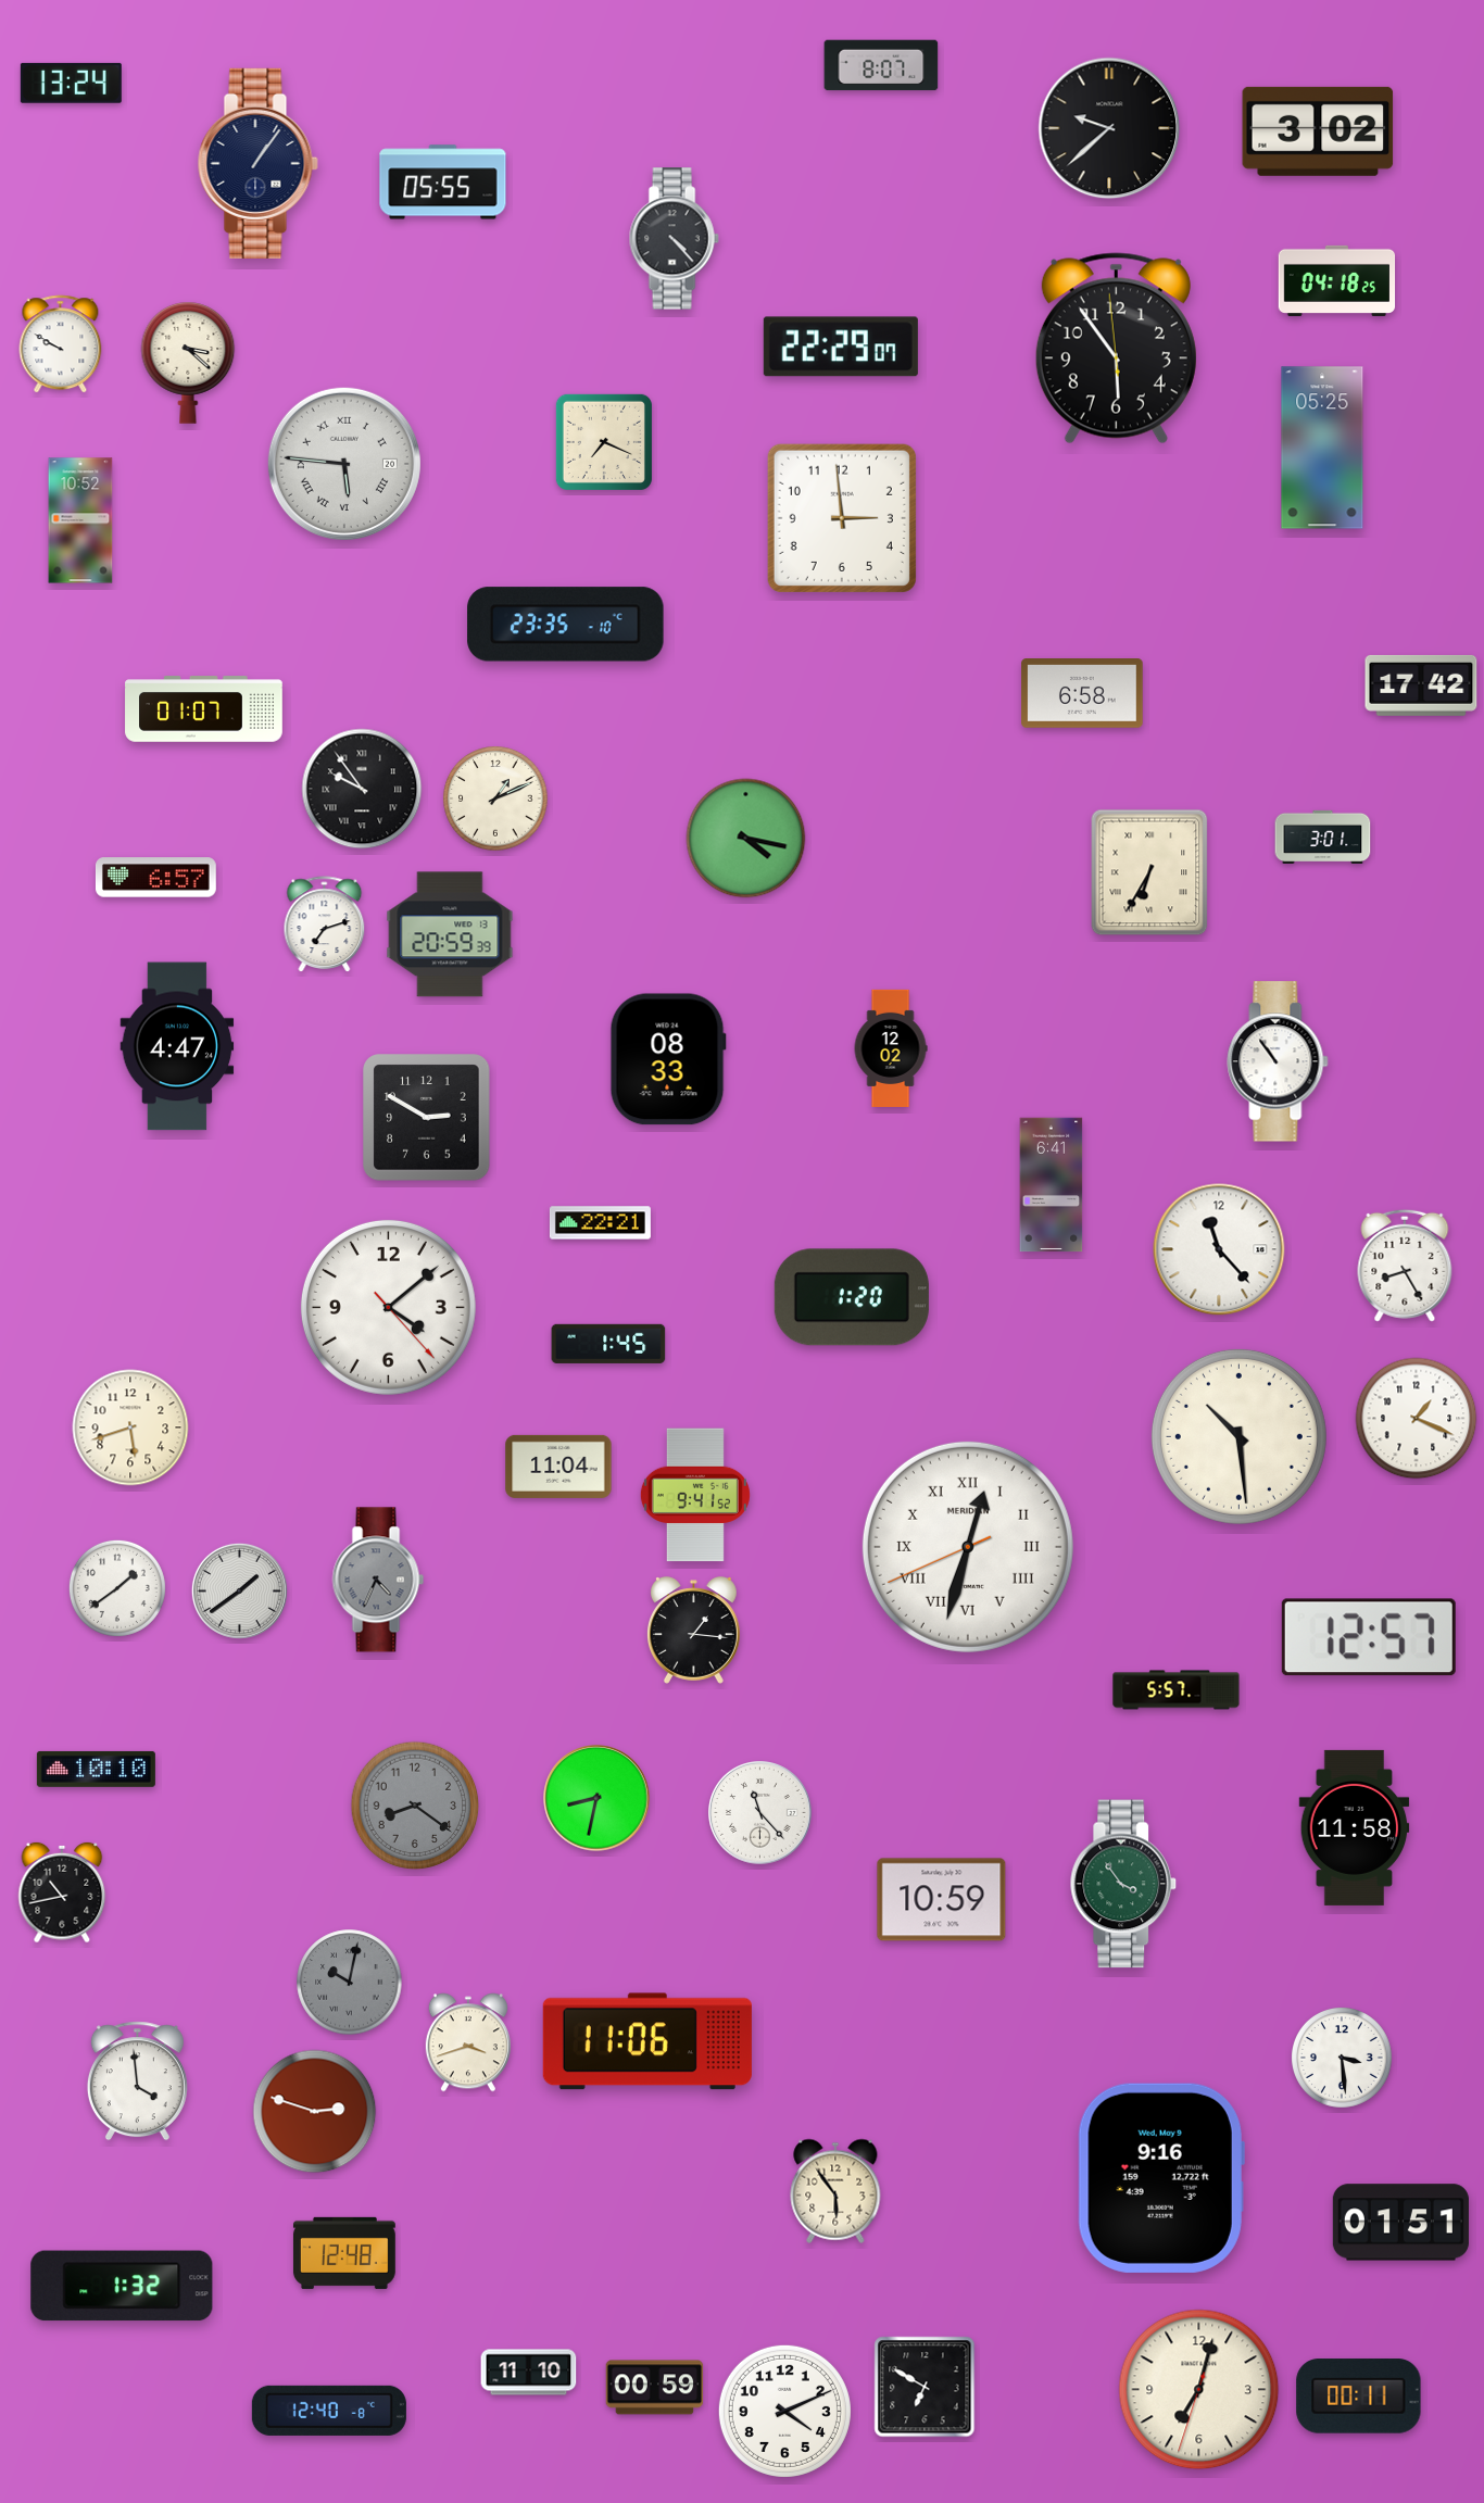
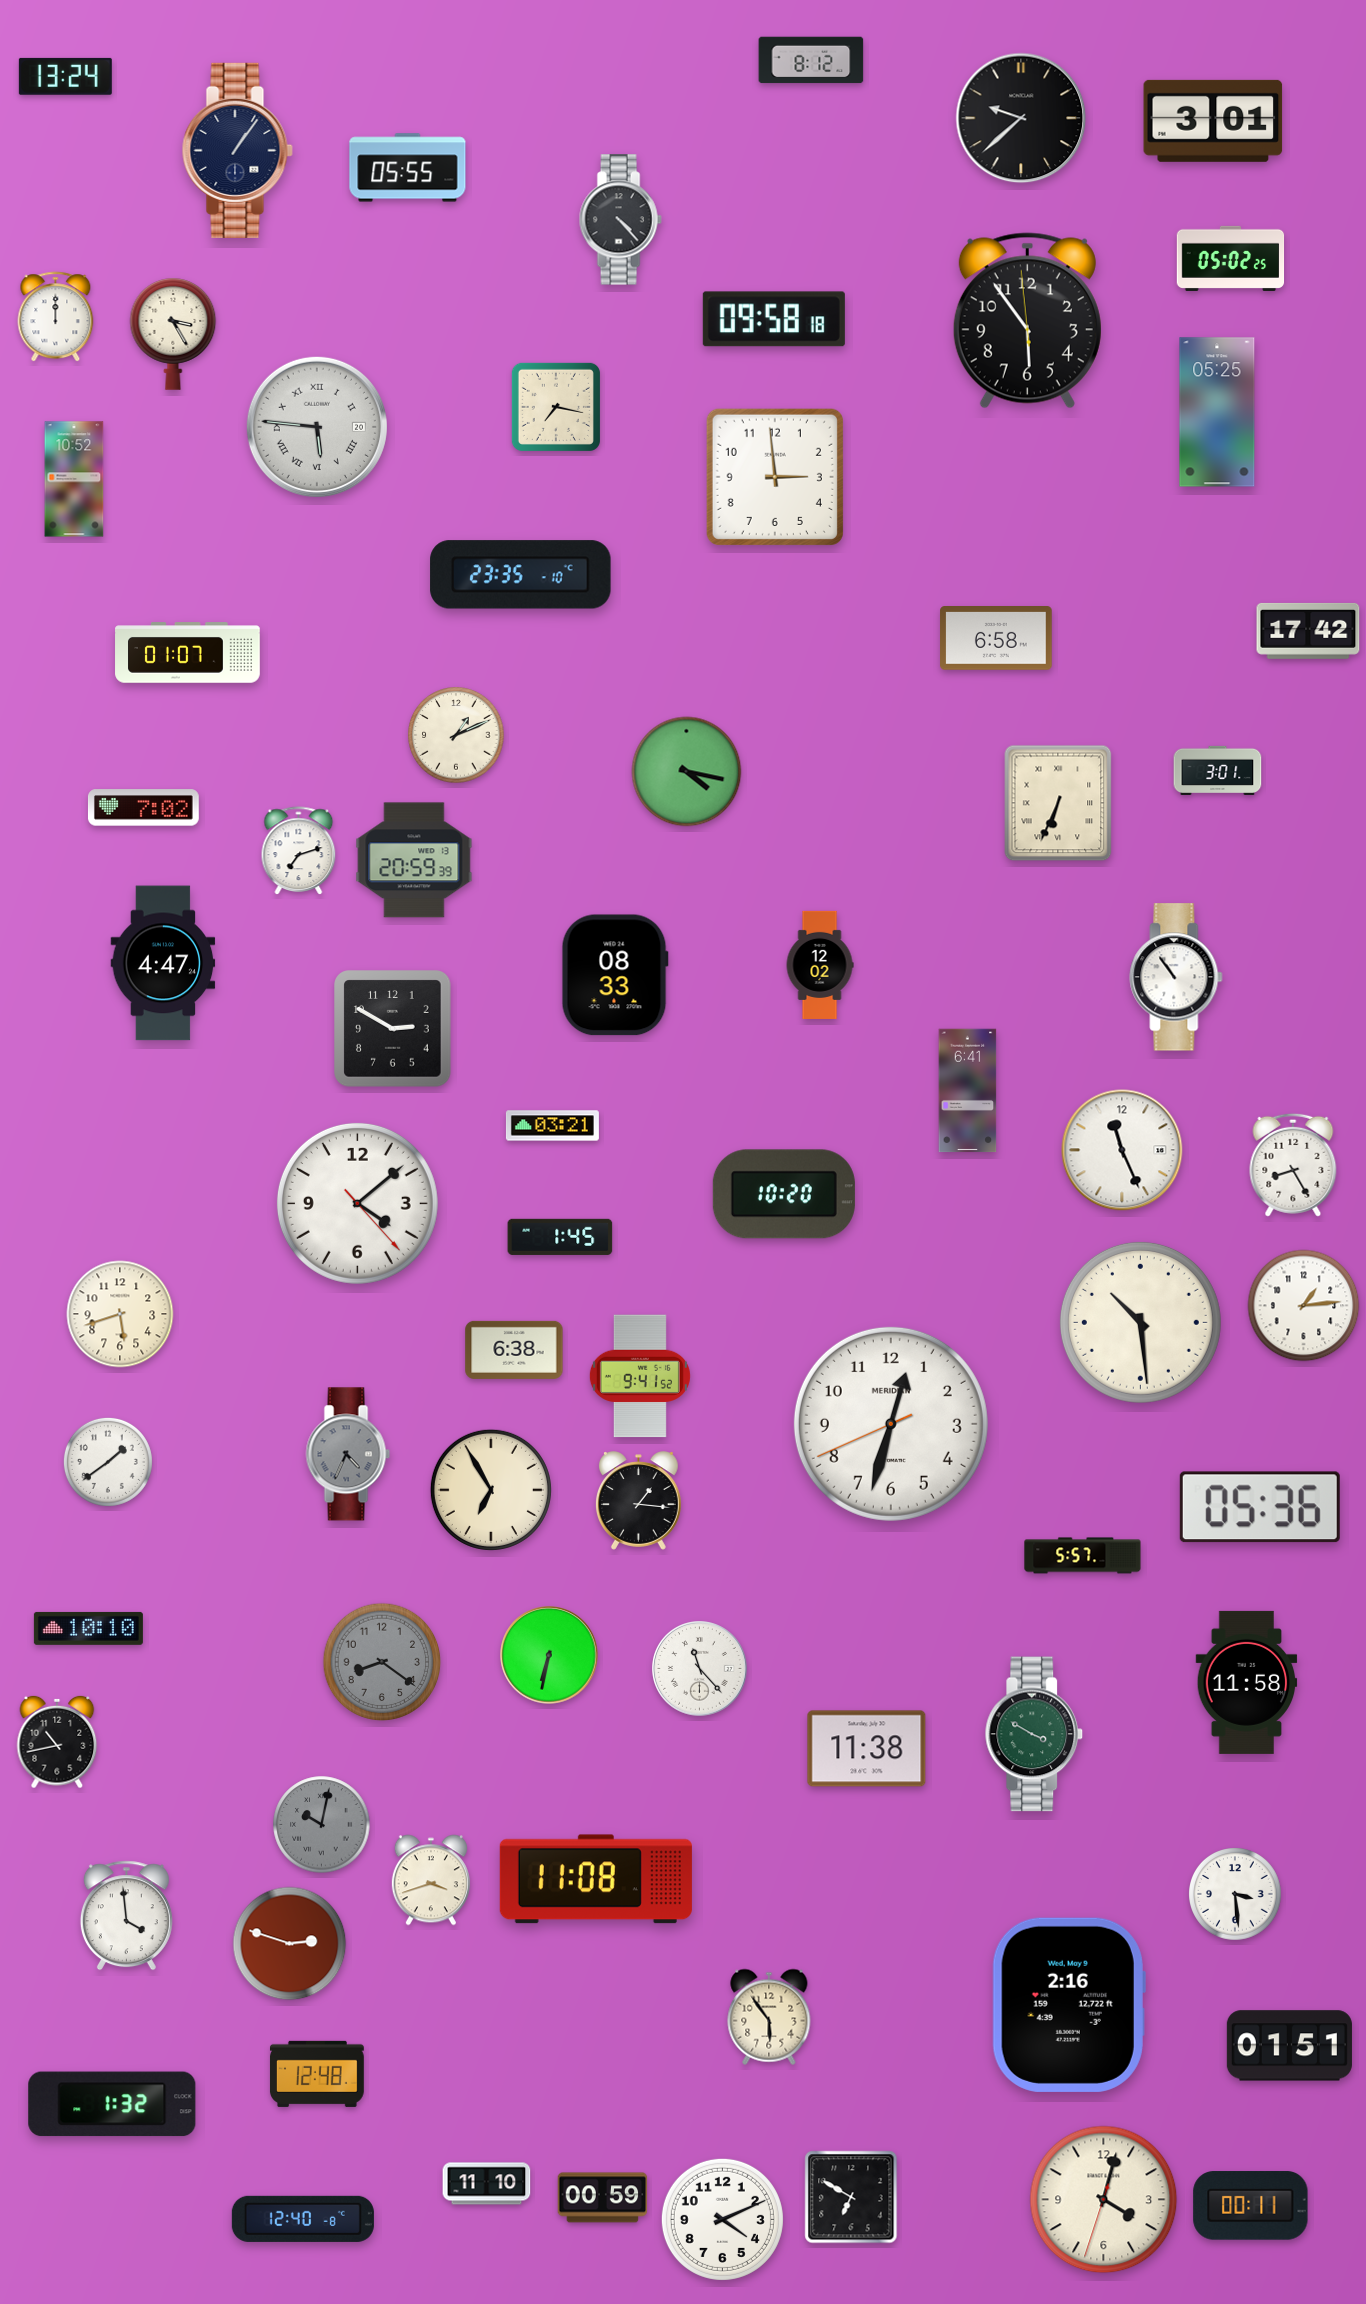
clock at (881, 65): 8:07 -> 8:12
clock at (1318, 131): 3:02 -> 3:01
clock at (1337, 280): 04:18 -> 05:02
clock at (61, 344): 9:50 -> 12:00
clock at (841, 347): 22:29 -> 09:58
clock at (188, 363): 3:22 -> 3:25
clock at (604, 442): 7:19 -> 7:17
clock at (362, 789): 9:54 -> none
clock at (1149, 872): 6:35 -> 6:34
clock at (155, 878): 6:57 -> 7:02
clock at (600, 1223): 22:21 -> 03:21
clock at (1219, 1249): 11:23 -> 11:26
clock at (852, 1297): 1:20 -> 10:20
clock at (1417, 1419): 1:19 -> 1:14
clock at (558, 1467): 11:04 -> 6:38
clock at (968, 1547) numerals: Roman -> Arabic
clock at (239, 1590): 1:39 -> none
clock at (491, 1490): none -> 6:55
clock at (1369, 1637): 12:57 -> 05:36
clock at (596, 1798): 8:32 -> 6:32
clock at (1123, 1884): 3:54 -> 3:50
clock at (942, 1900): 10:59 -> 11:38
clock at (647, 2041): 11:06 -> 11:08
clock at (1161, 2178): 9:16 -> 2:16
clock at (1199, 2390): 7:02 -> 4:02
